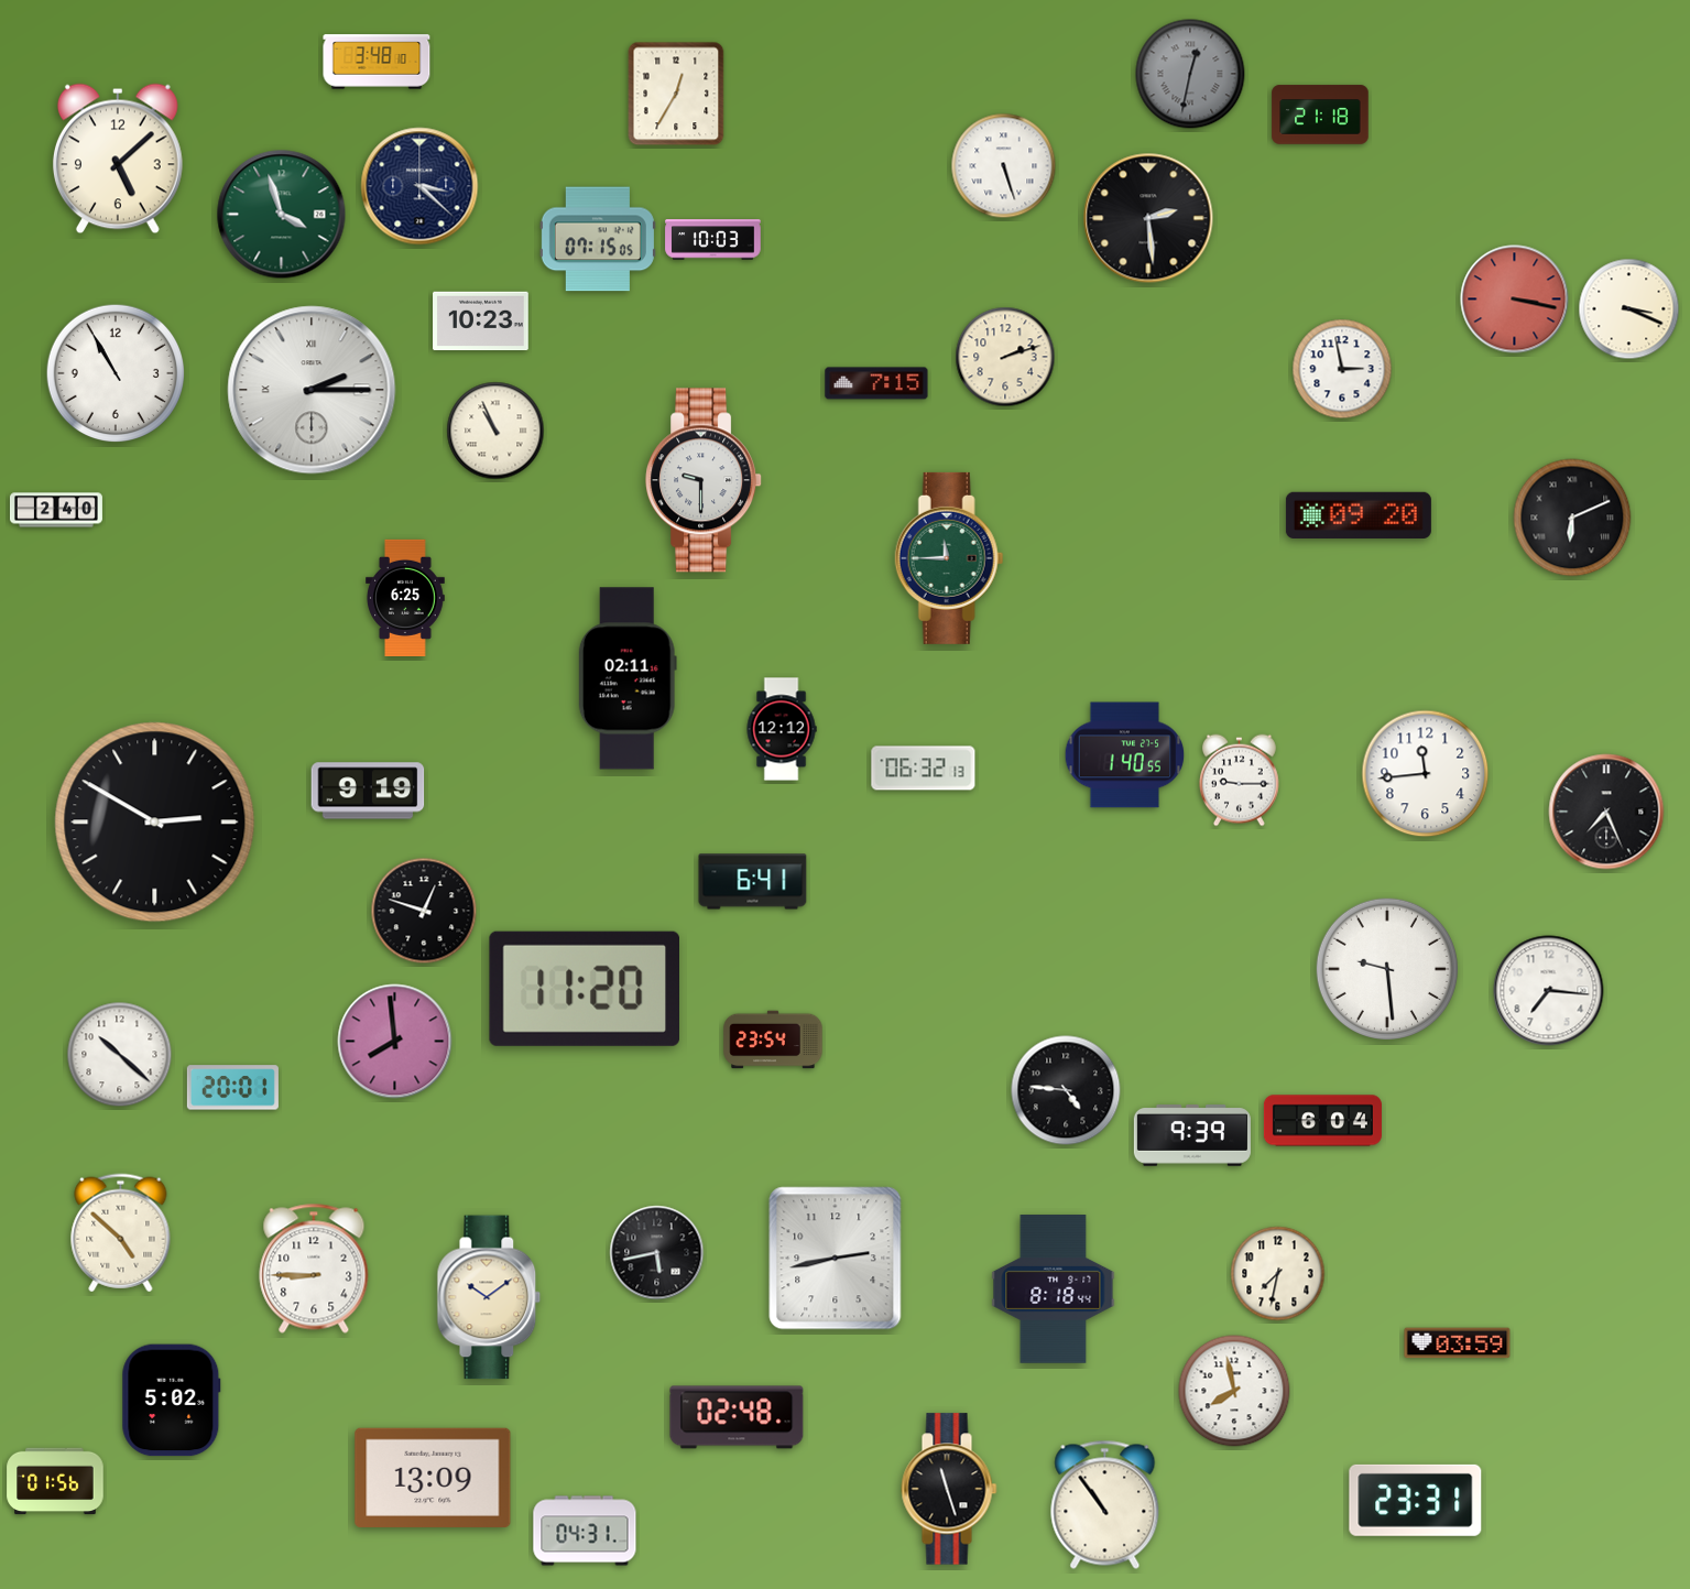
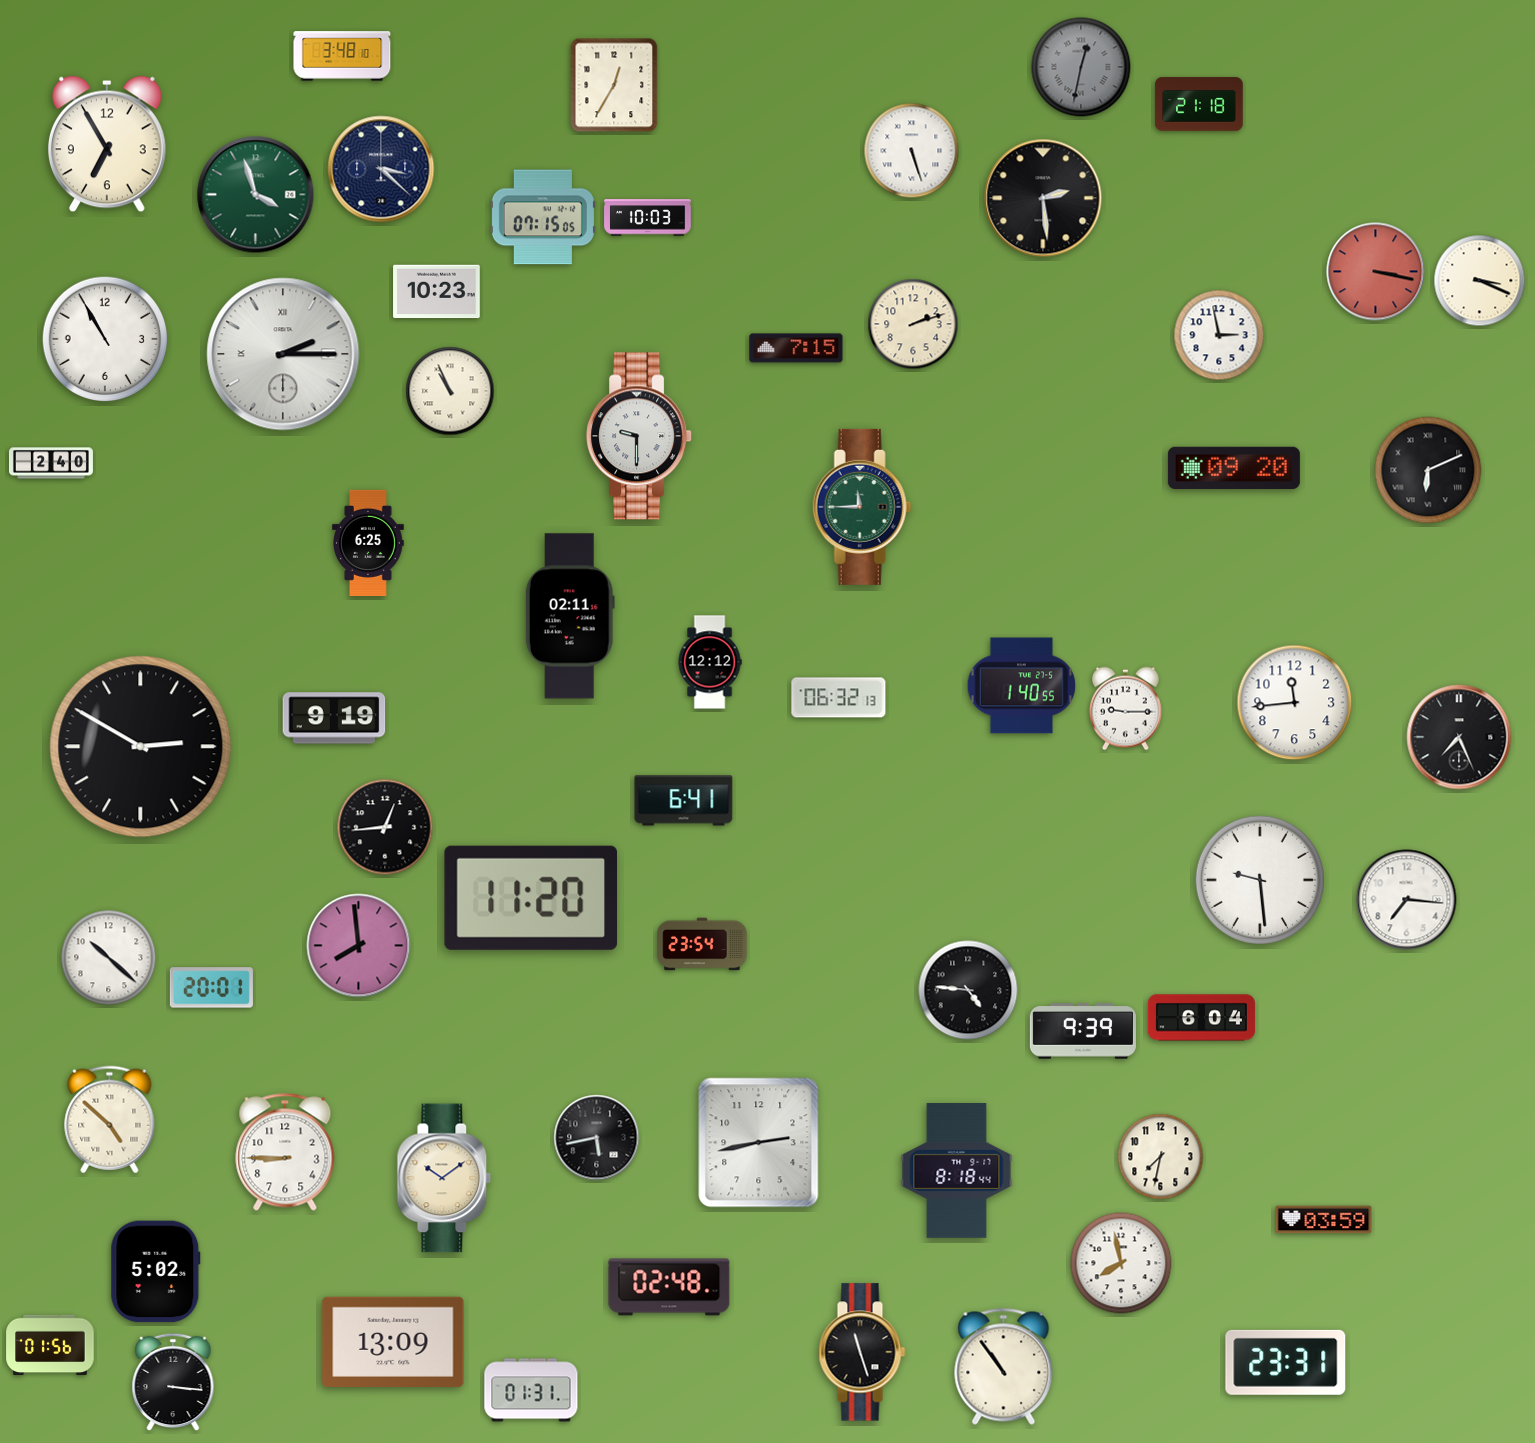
clock at (118, 159): 5:08 -> 6:55
clock at (424, 911): 12:48 -> 12:44
clock at (173, 1382): none -> 3:16
clock at (585, 1531): 04:31 -> 01:31
